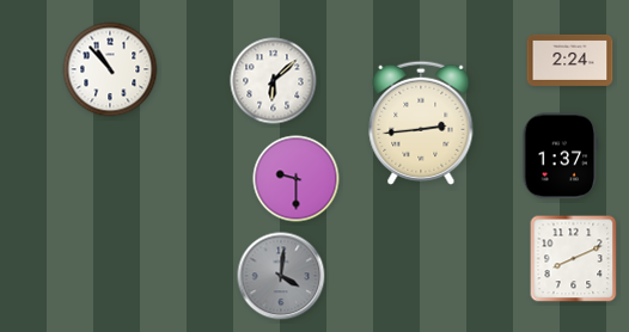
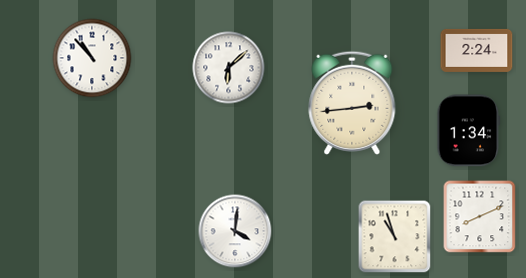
clock at (561, 156): 1:37 -> 1:34
clock at (297, 179): 9:30 -> none
clock at (281, 276) dial: grey -> white
clock at (395, 237): none -> 10:57
